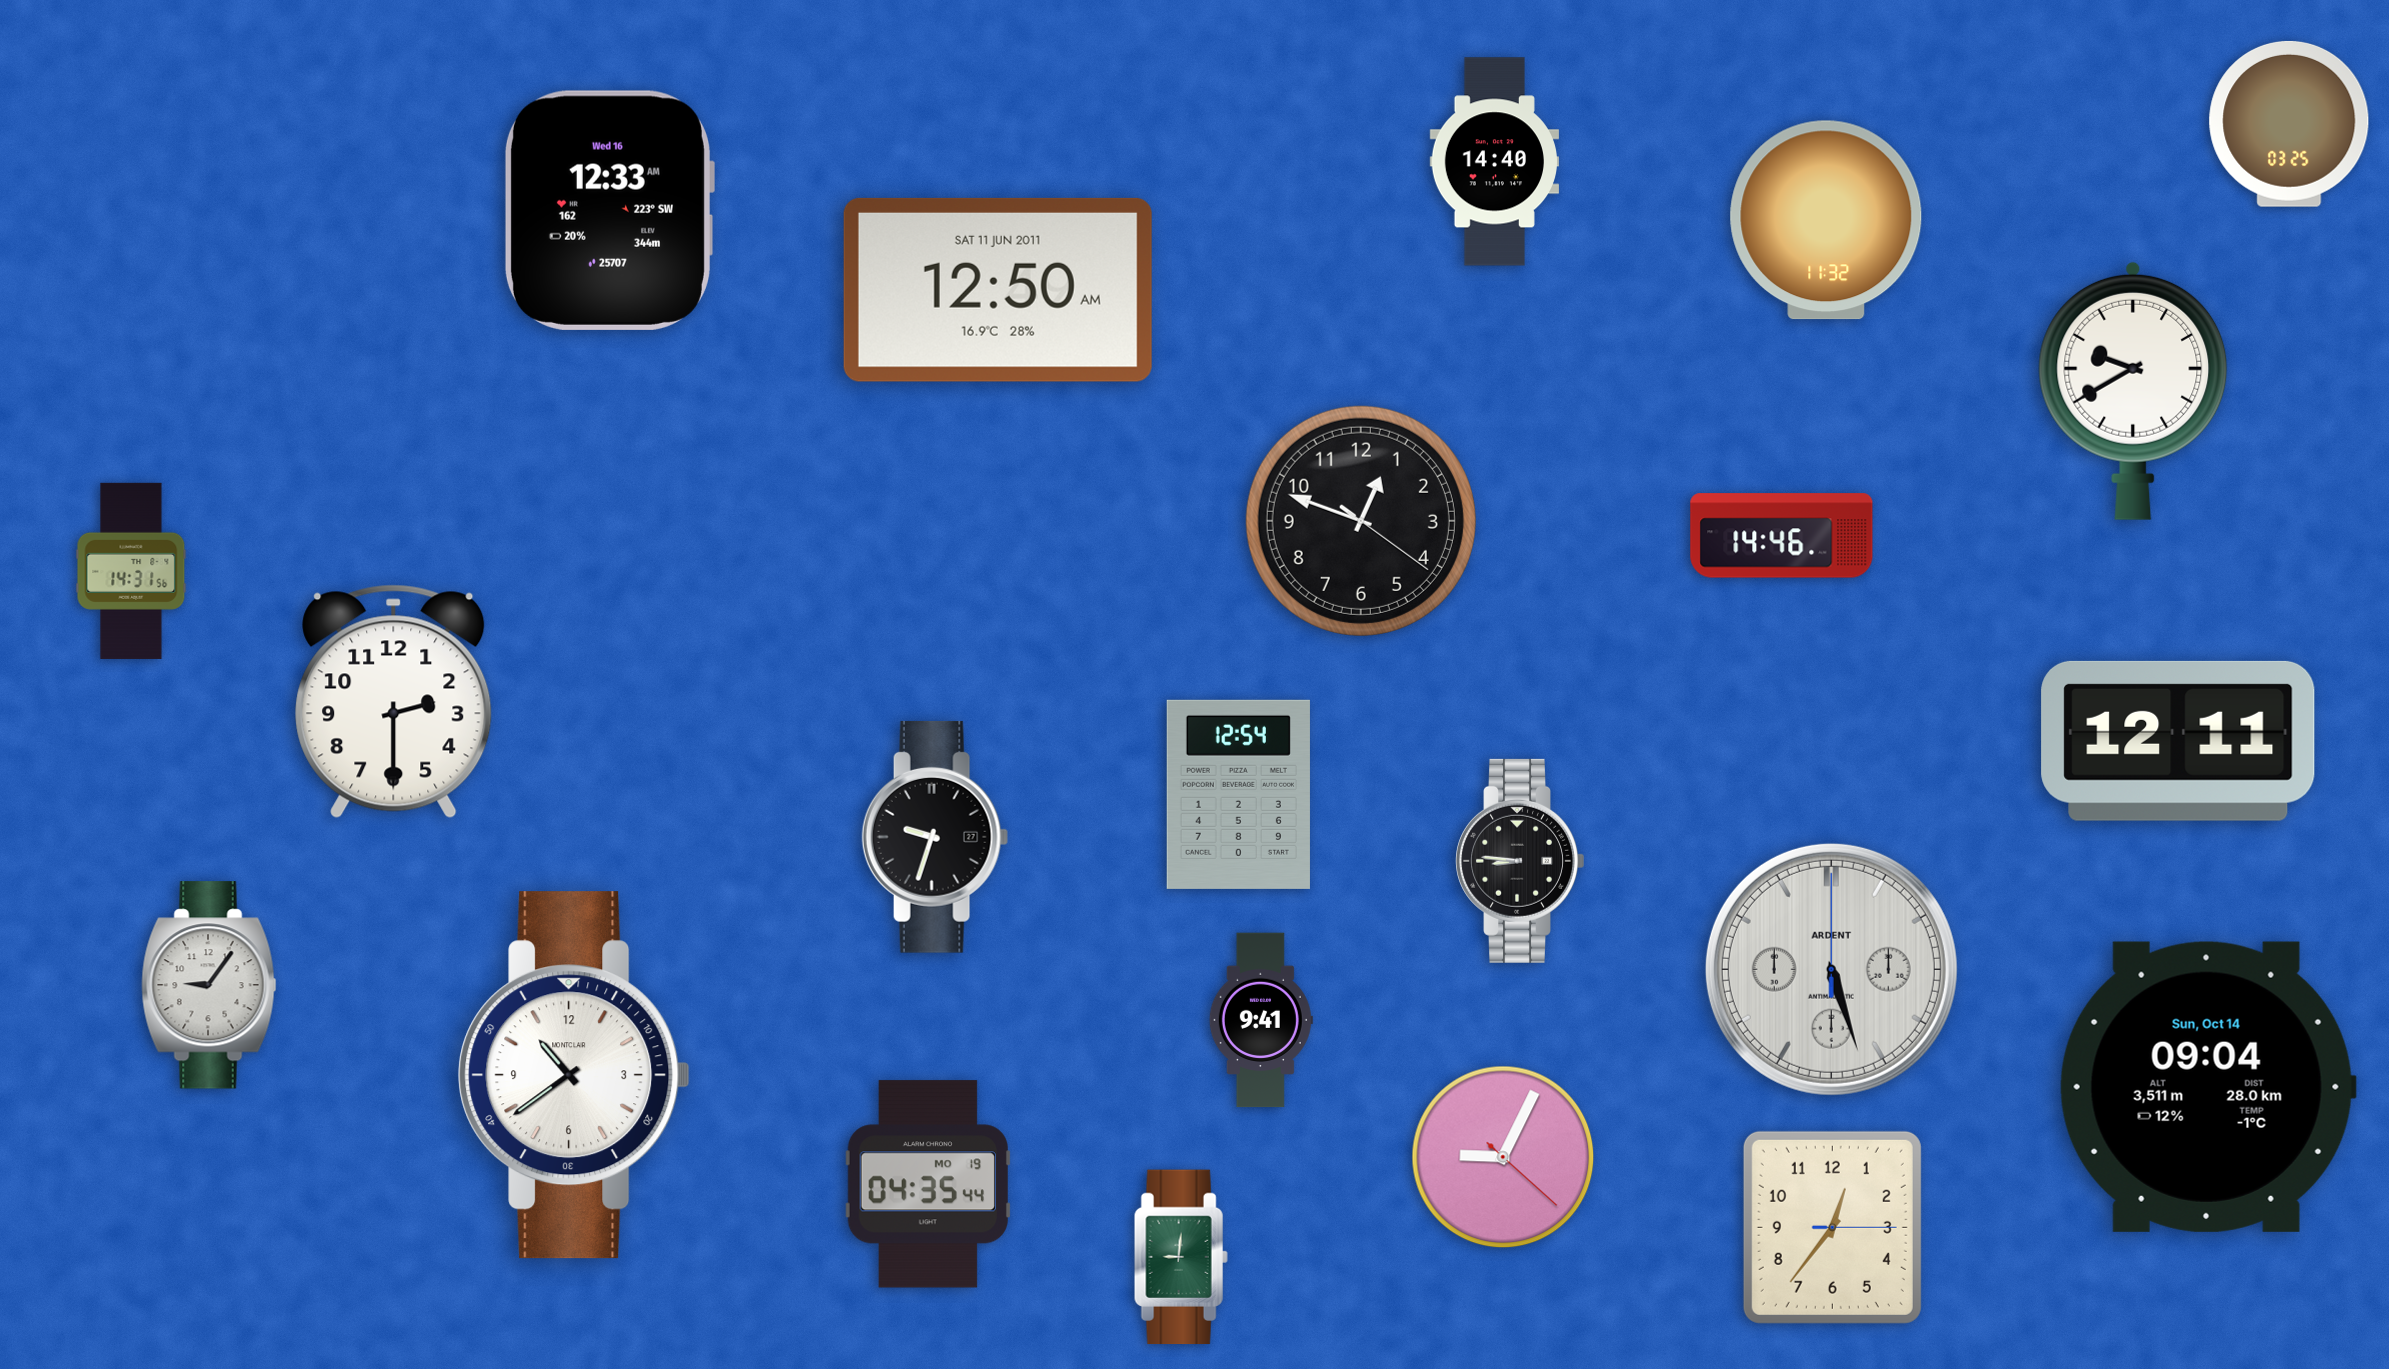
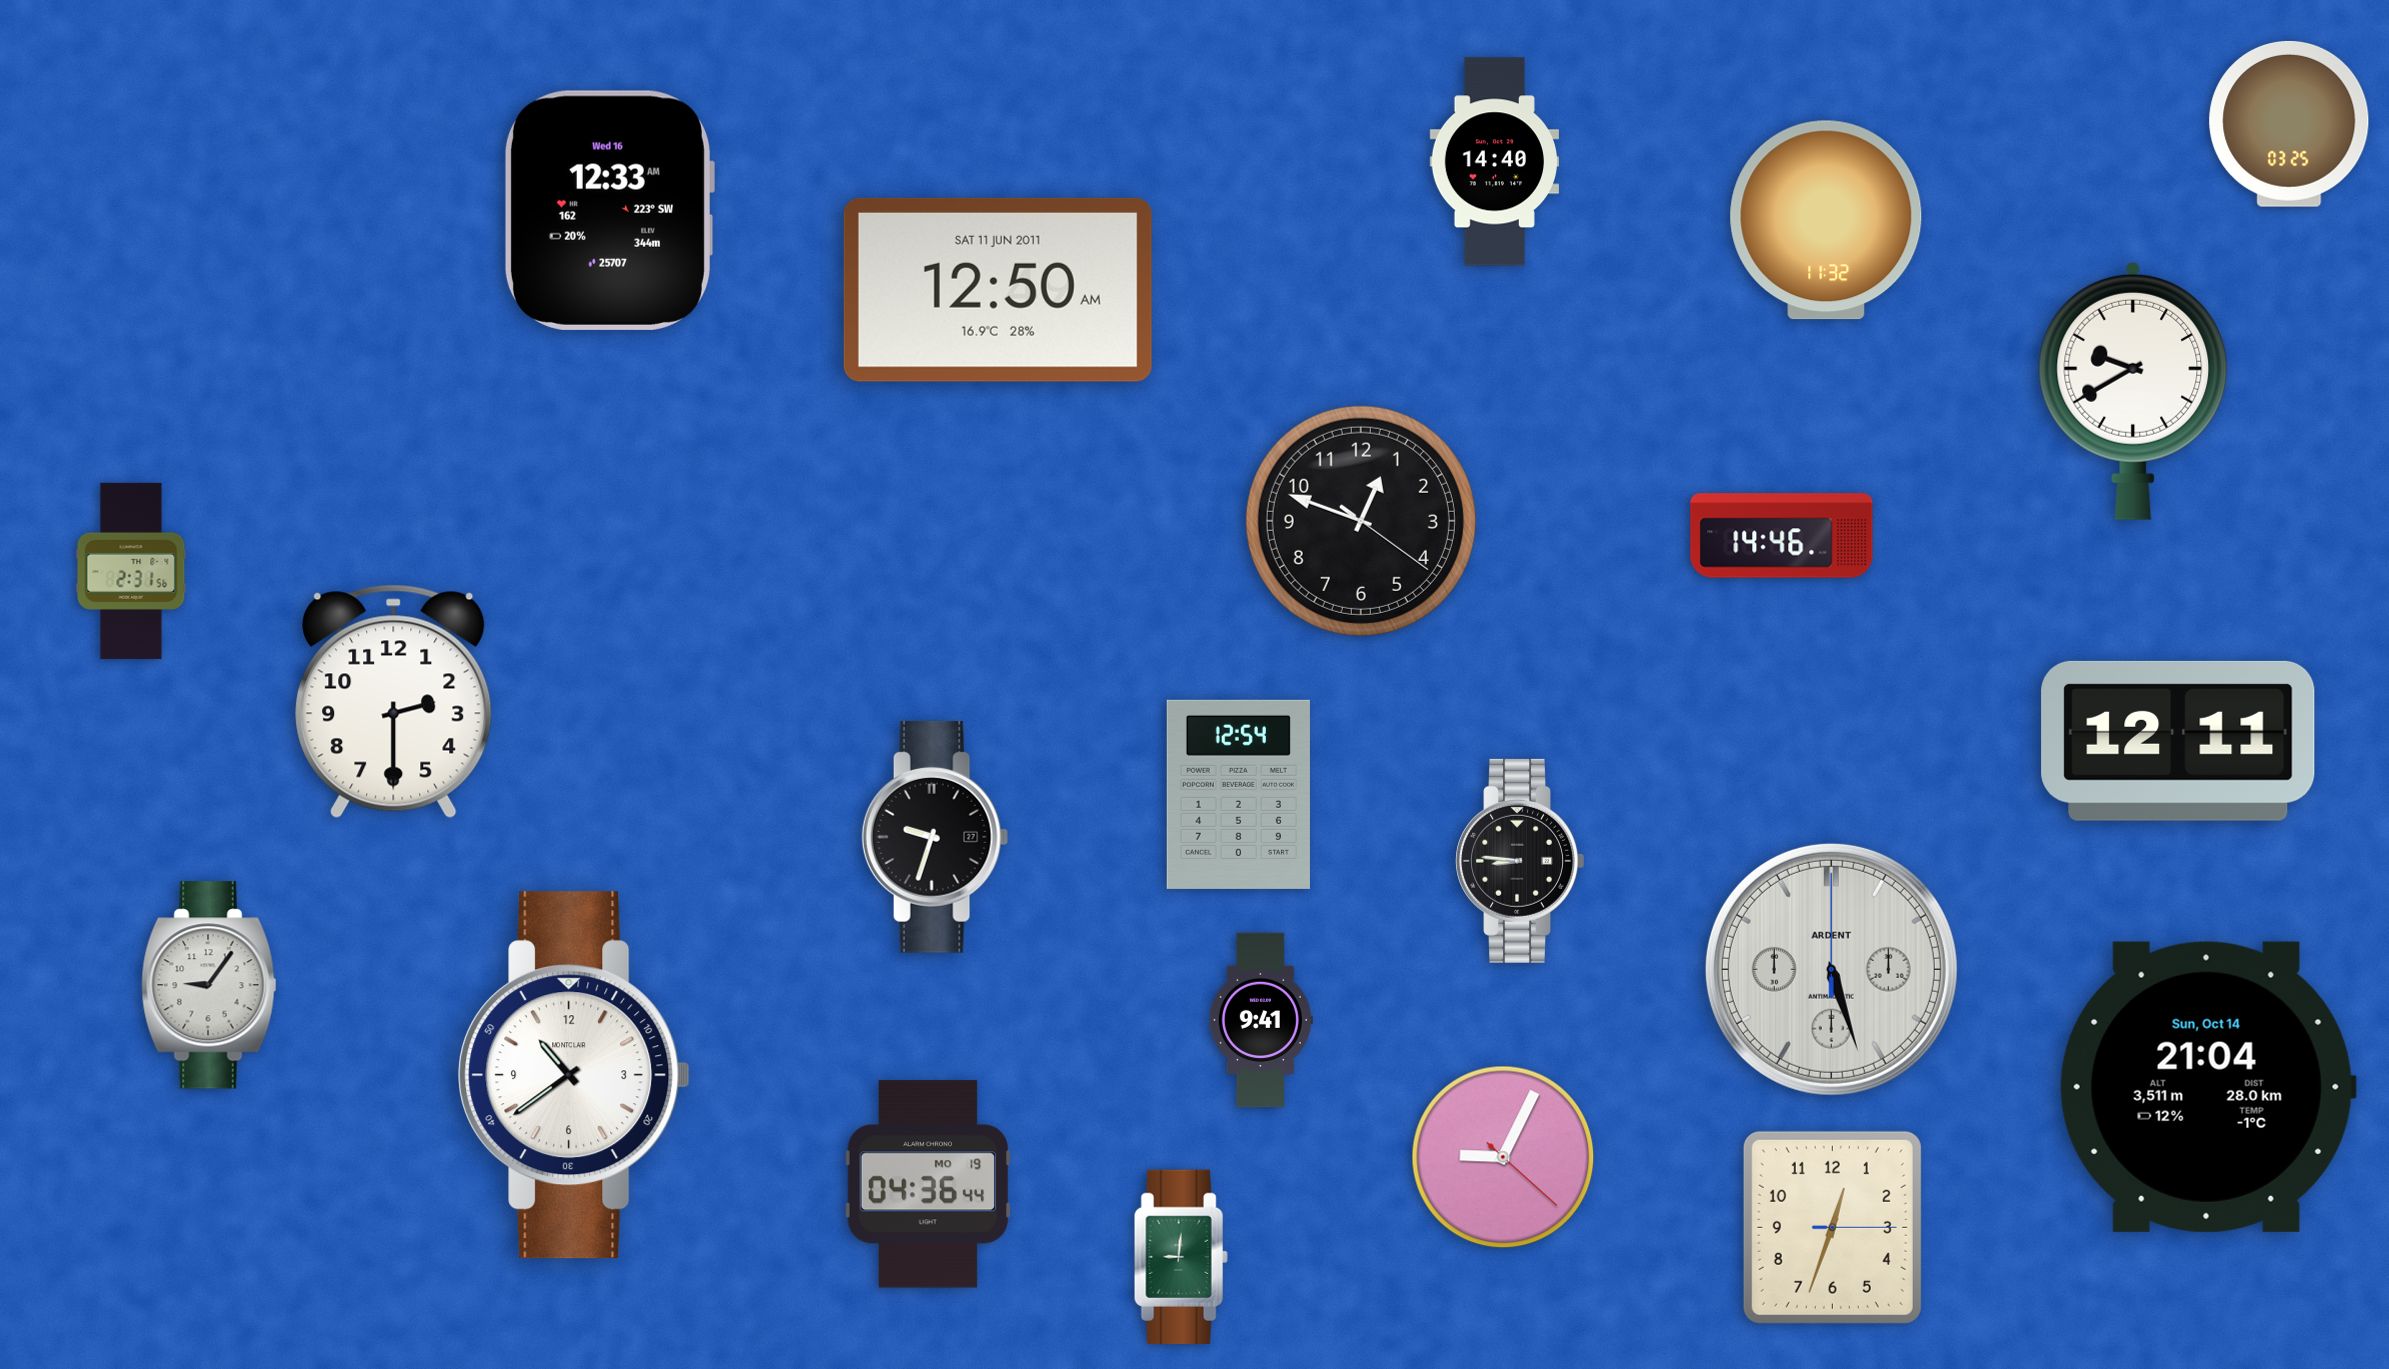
clock at (131, 571): 14:31 -> 2:31
clock at (2208, 1087): 09:04 -> 21:04
clock at (928, 1184): 04:35 -> 04:36
clock at (1832, 1227): 12:36 -> 12:33
